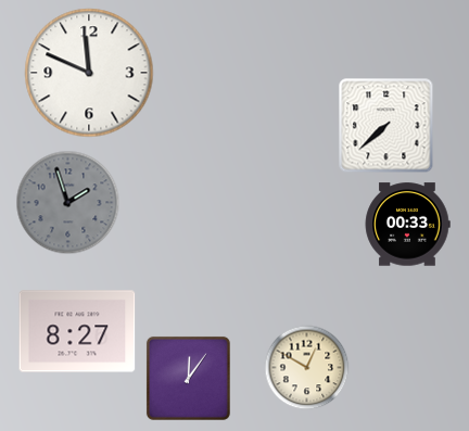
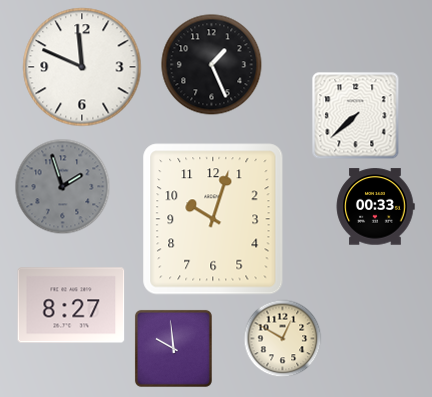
clock at (212, 65): none -> 1:26
clock at (213, 219): none -> 10:03
clock at (188, 378): 12:06 -> 9:59
